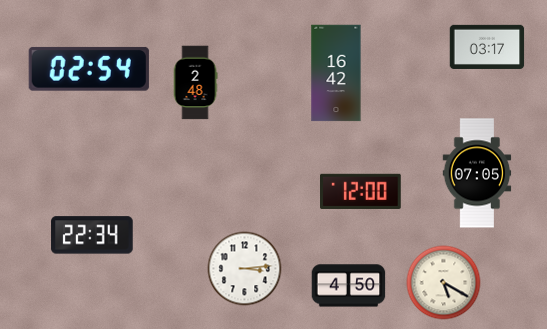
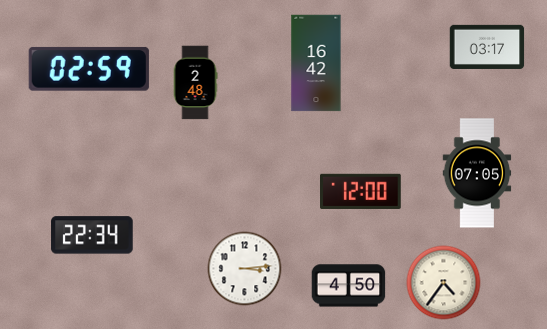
clock at (89, 69): 02:54 -> 02:59
clock at (336, 73) position: (336, 73) -> (316, 63)
clock at (444, 283): 5:20 -> 4:36
